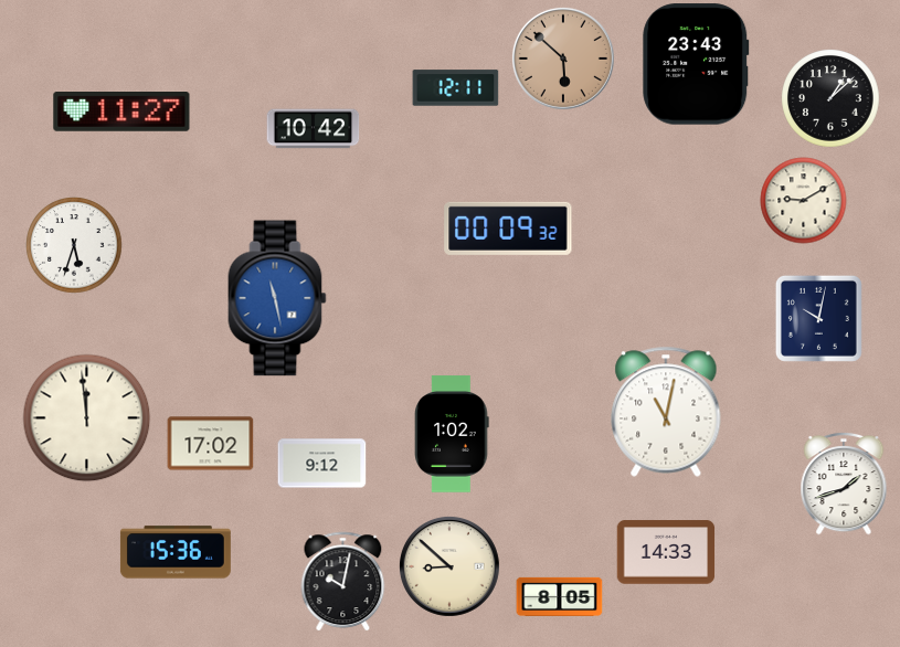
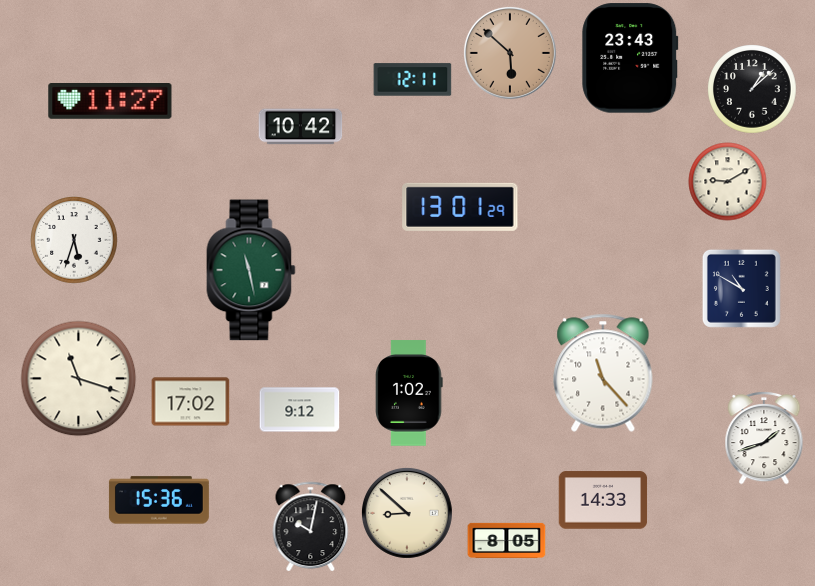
clock at (313, 129) position: (313, 129) -> (300, 127)
clock at (508, 229): 00:09 -> 13:01
clock at (74, 245) position: (74, 245) -> (74, 240)
clock at (277, 298) dial: blue -> green
clock at (818, 318): 10:02 -> 10:50
clock at (666, 412): 11:02 -> 11:23
clock at (86, 417): 11:59 -> 11:18
clock at (321, 464) position: (321, 464) -> (299, 410)
